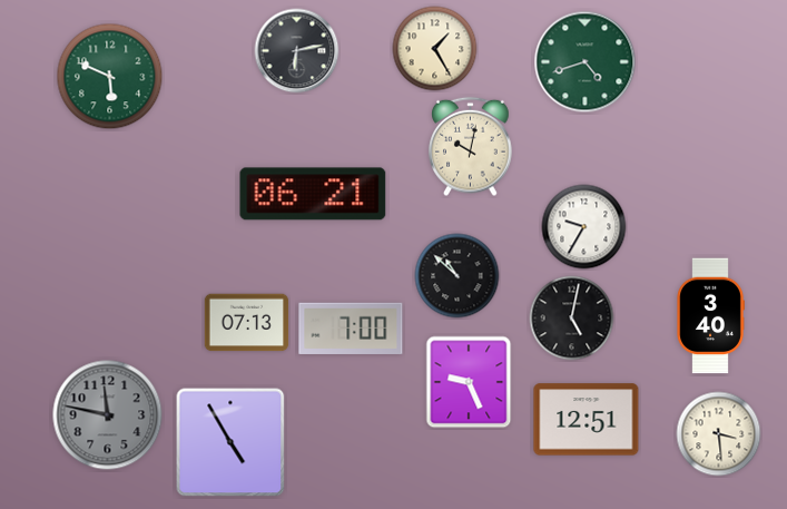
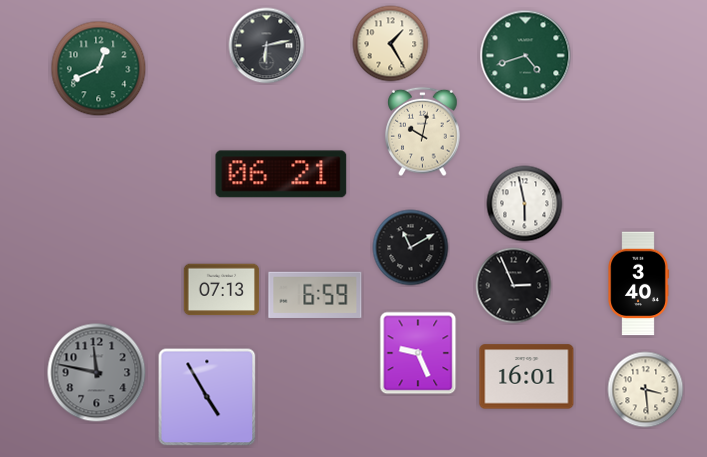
clock at (110, 77): 5:49 -> 12:41
clock at (584, 227): 9:35 -> 5:58
clock at (458, 276): 10:52 -> 11:10
clock at (572, 319): 5:02 -> 2:56
clock at (351, 329): 7:00 -> 6:59
clock at (469, 382) position: (469, 382) -> (418, 353)
clock at (587, 420): 12:51 -> 16:01
